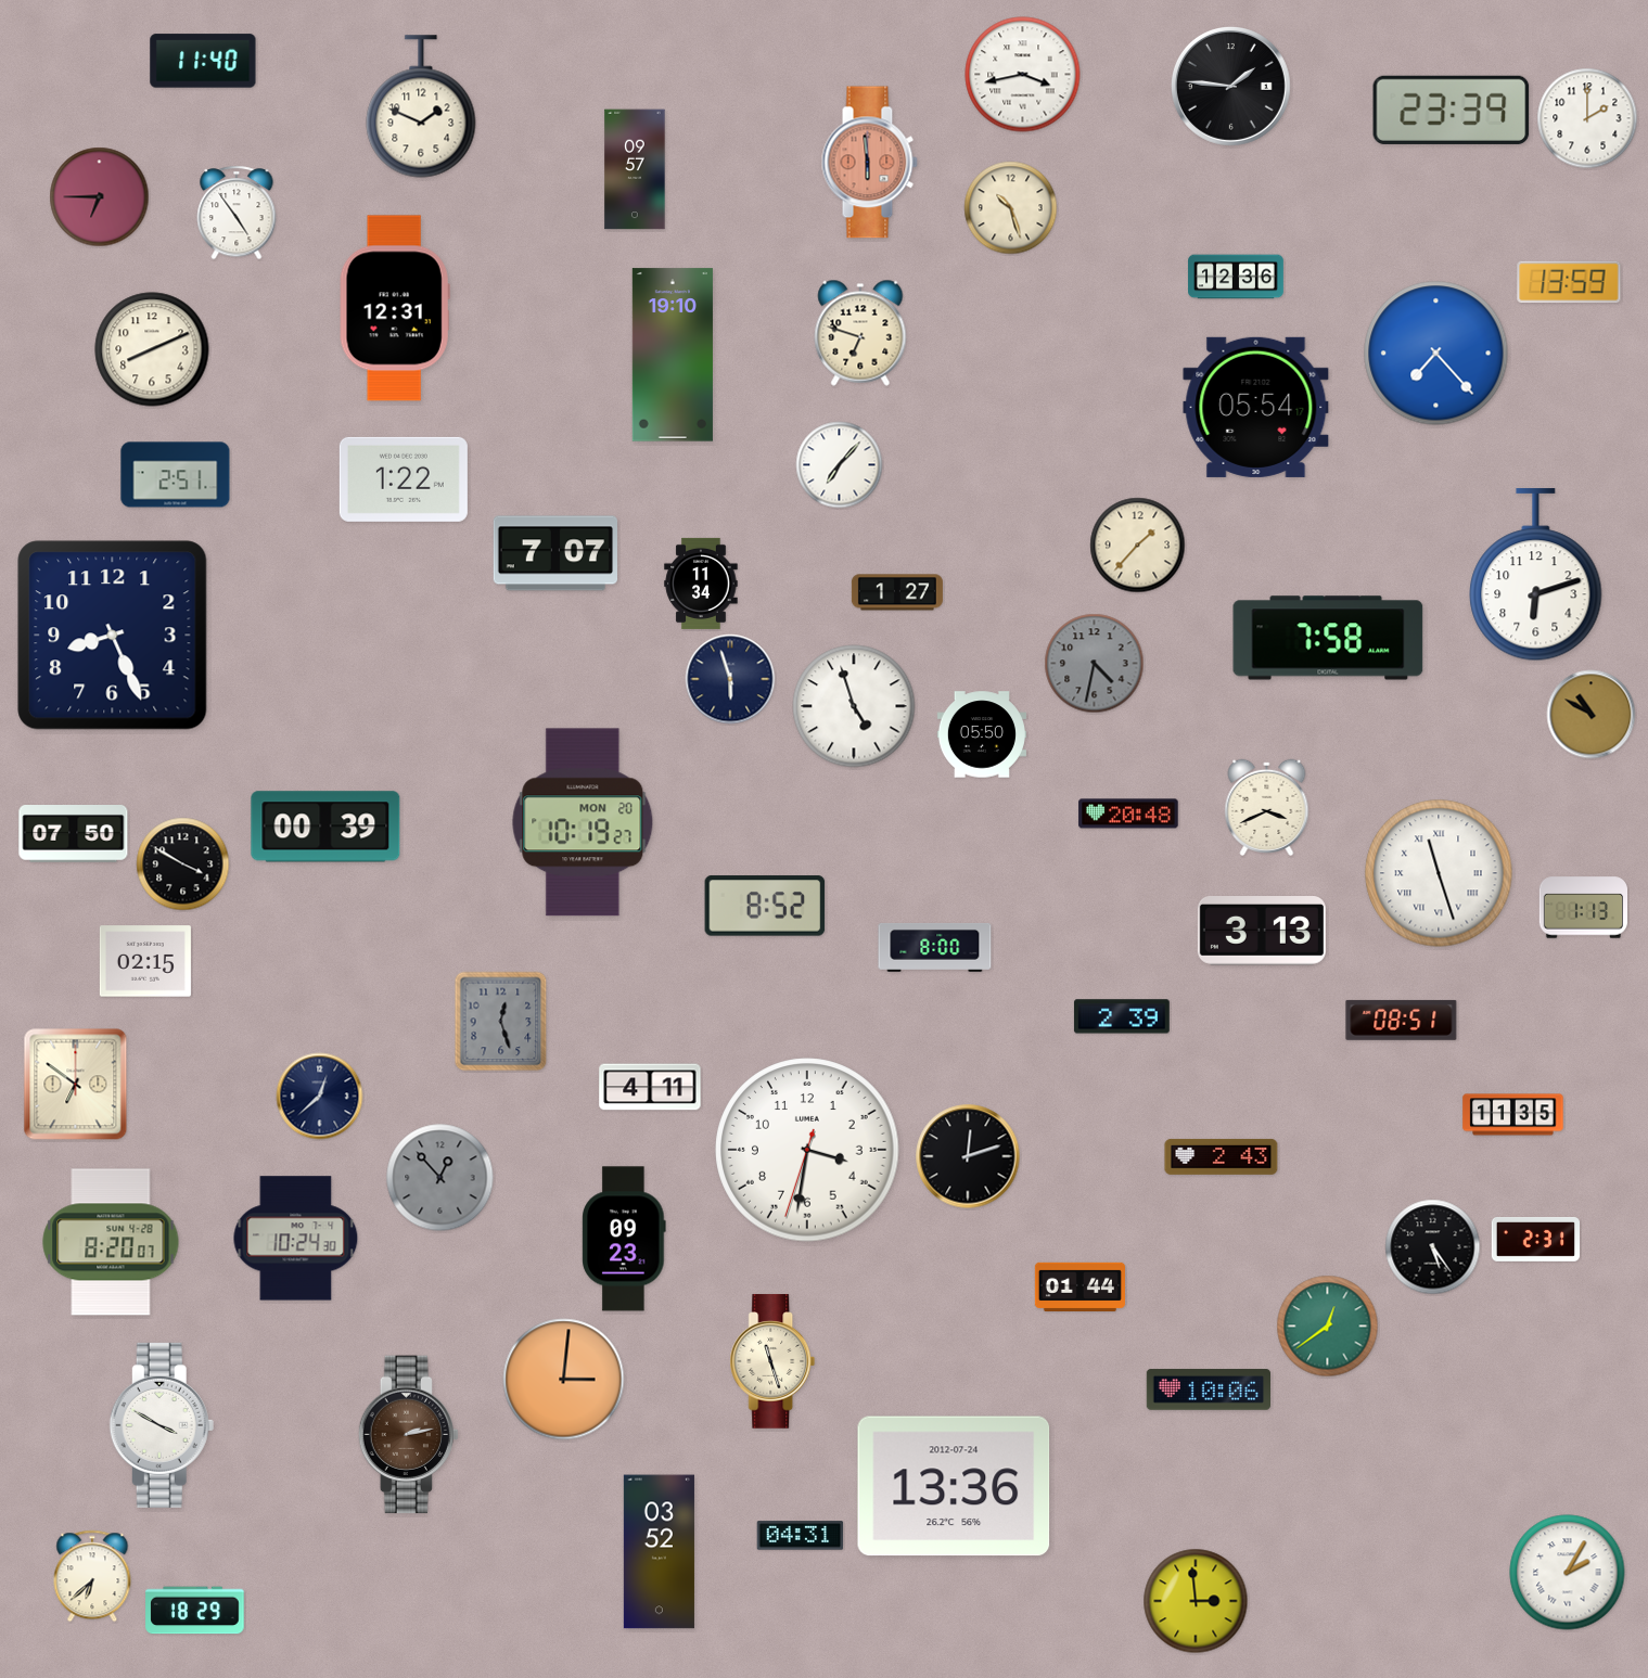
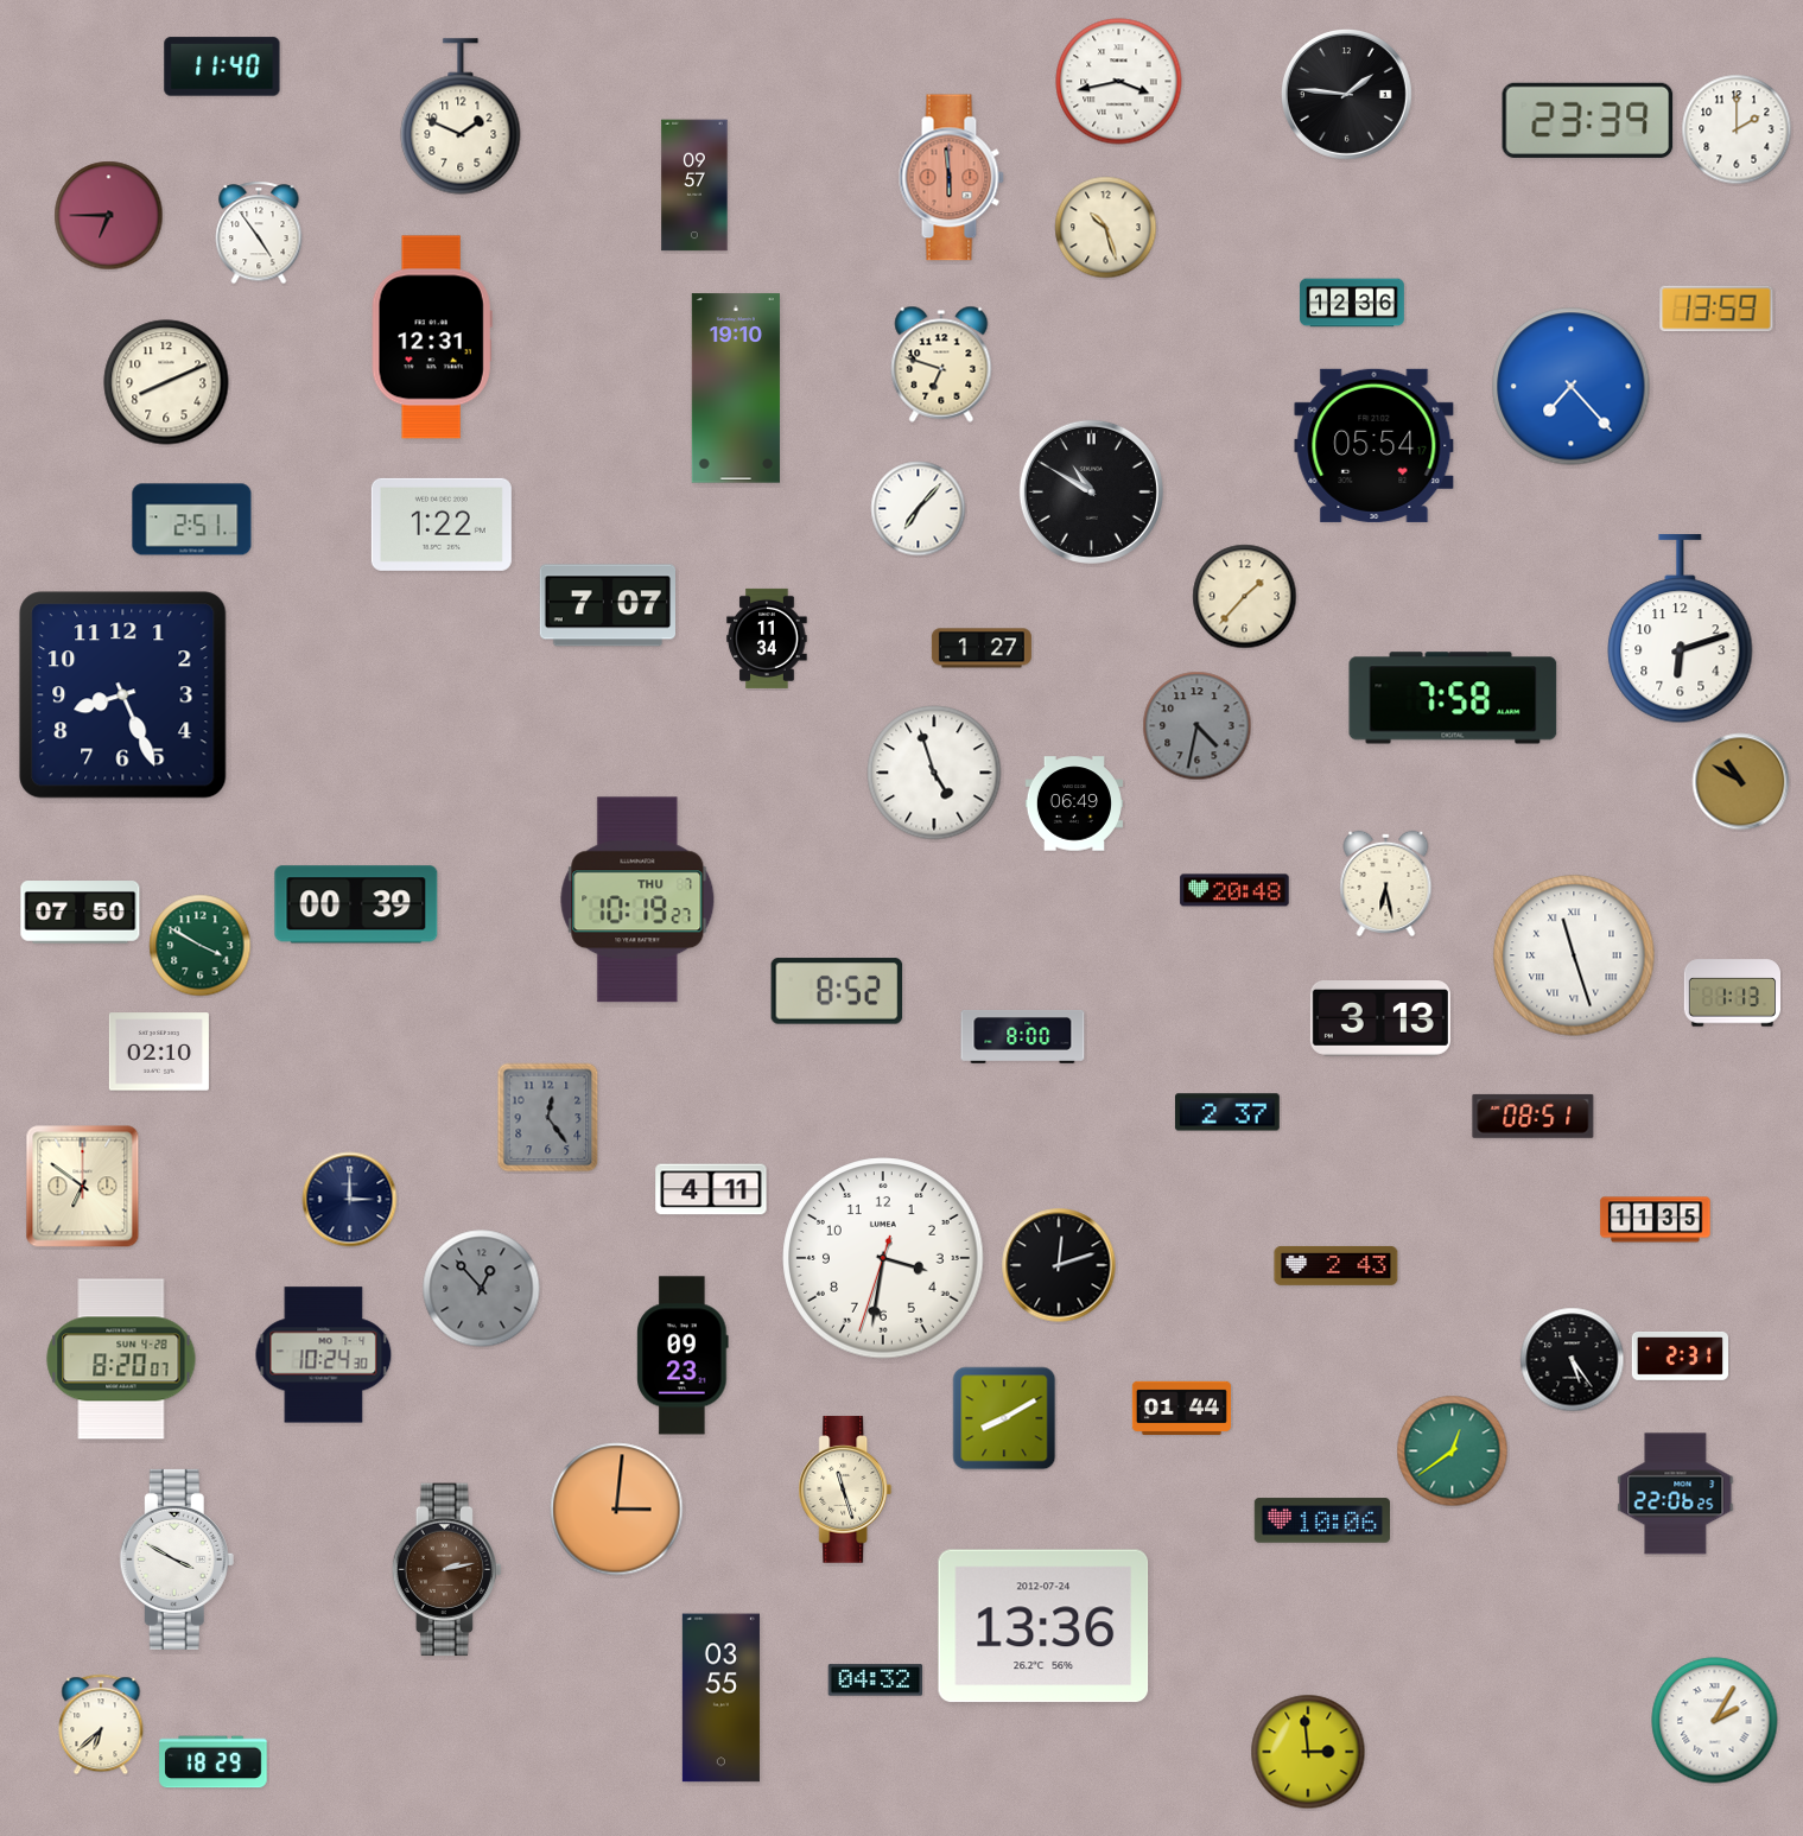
clock at (1091, 491): none -> 10:50
clock at (730, 679): 5:57 -> none
clock at (981, 734): 05:50 -> 06:49
clock at (1267, 807): 3:41 -> 6:28
clock at (583, 822) date: MON 20 -> THU 7
clock at (183, 864) dial: black -> green
clock at (145, 961): 02:15 -> 02:10
clock at (1122, 1016): 2:39 -> 2:37
clock at (501, 1022): 12:27 -> 12:24
clock at (320, 1097): 12:38 -> 3:00
clock at (1433, 1247) position: (1433, 1247) -> (1573, 1360)
clock at (1004, 1418): none -> 8:10
clock at (1676, 1494): none -> 22:06
clock at (801, 1536): 04:31 -> 04:32
clock at (659, 1552): 03:52 -> 03:55
